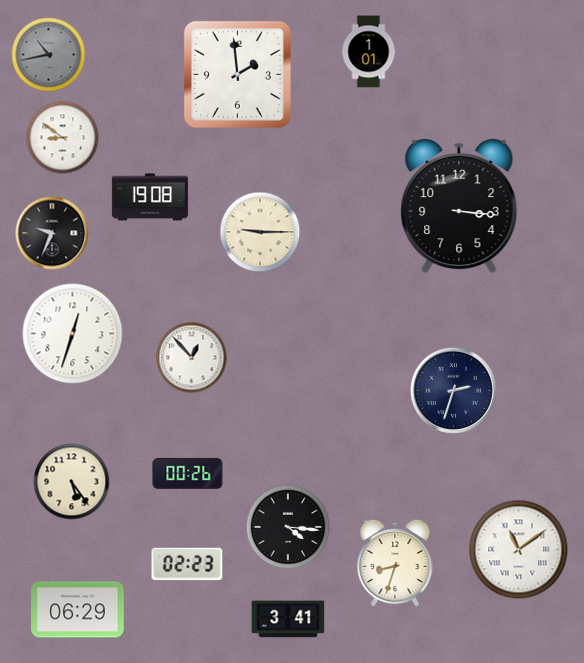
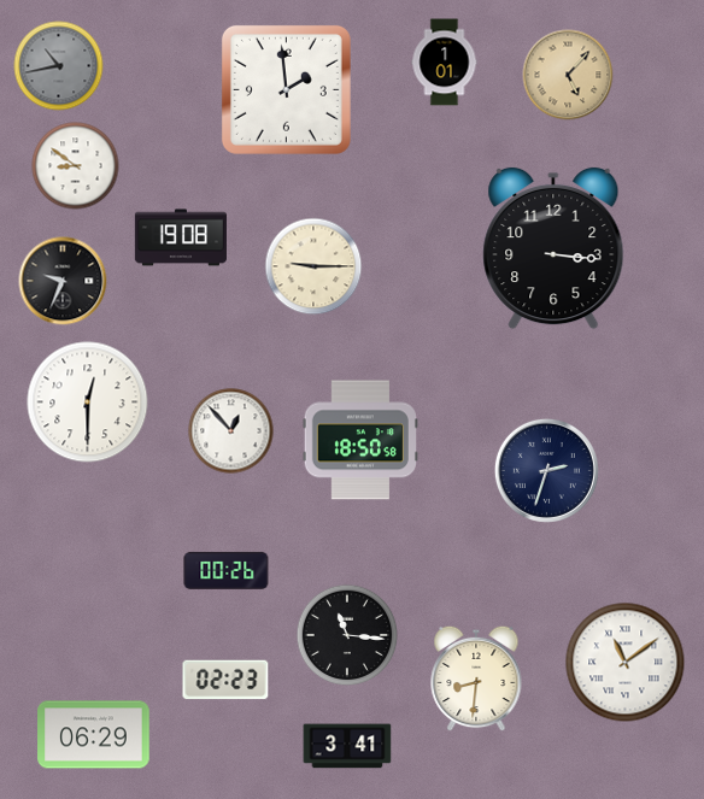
clock at (568, 75): none -> 5:07
clock at (260, 232) position: (260, 232) -> (313, 266)
clock at (73, 334): 12:33 -> 12:30
clock at (360, 440): none -> 18:50
clock at (72, 482): 5:24 -> none
clock at (288, 527): 4:16 -> 11:16
clock at (395, 563): 8:33 -> 8:31
